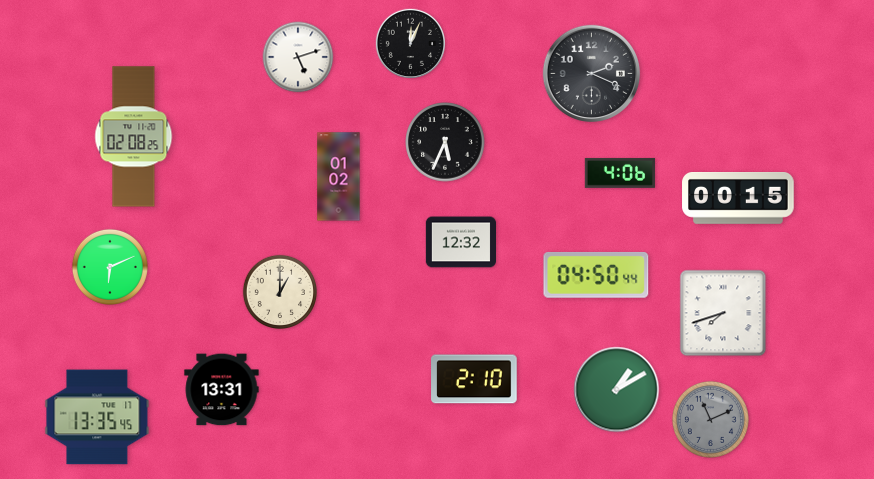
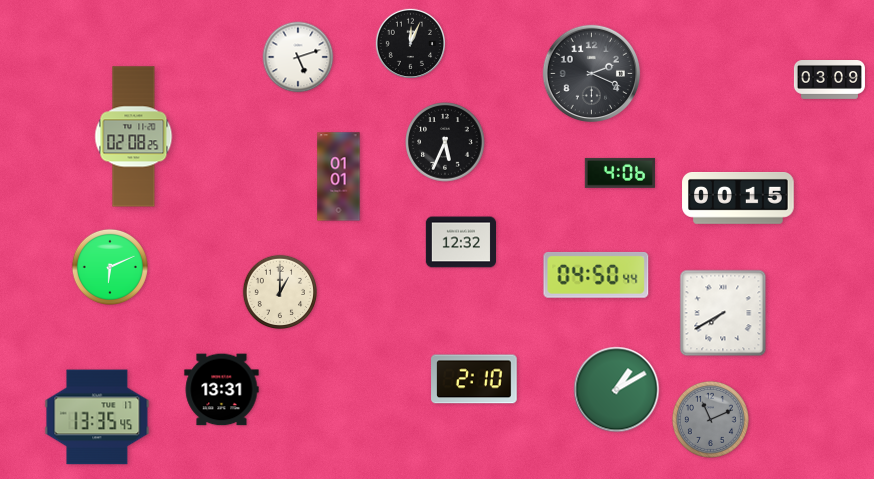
clock at (829, 80): none -> 03:09
clock at (339, 177): 01:02 -> 01:01
clock at (723, 313): 7:42 -> 7:40
